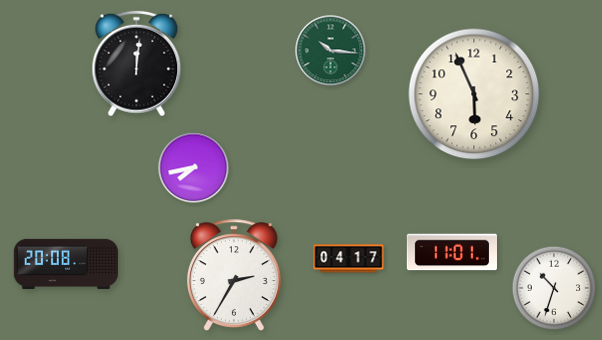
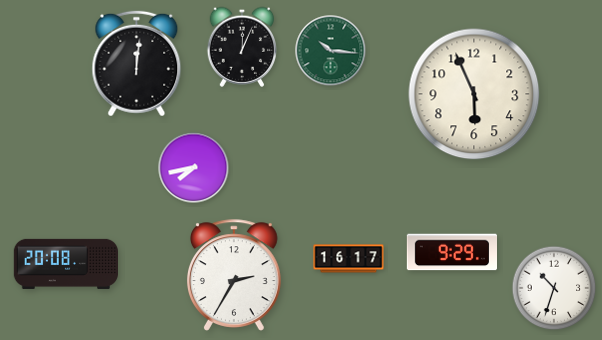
clock at (241, 47): none -> 12:04
clock at (451, 252): 11:01 -> 9:29
clock at (349, 259): 04:17 -> 16:17
